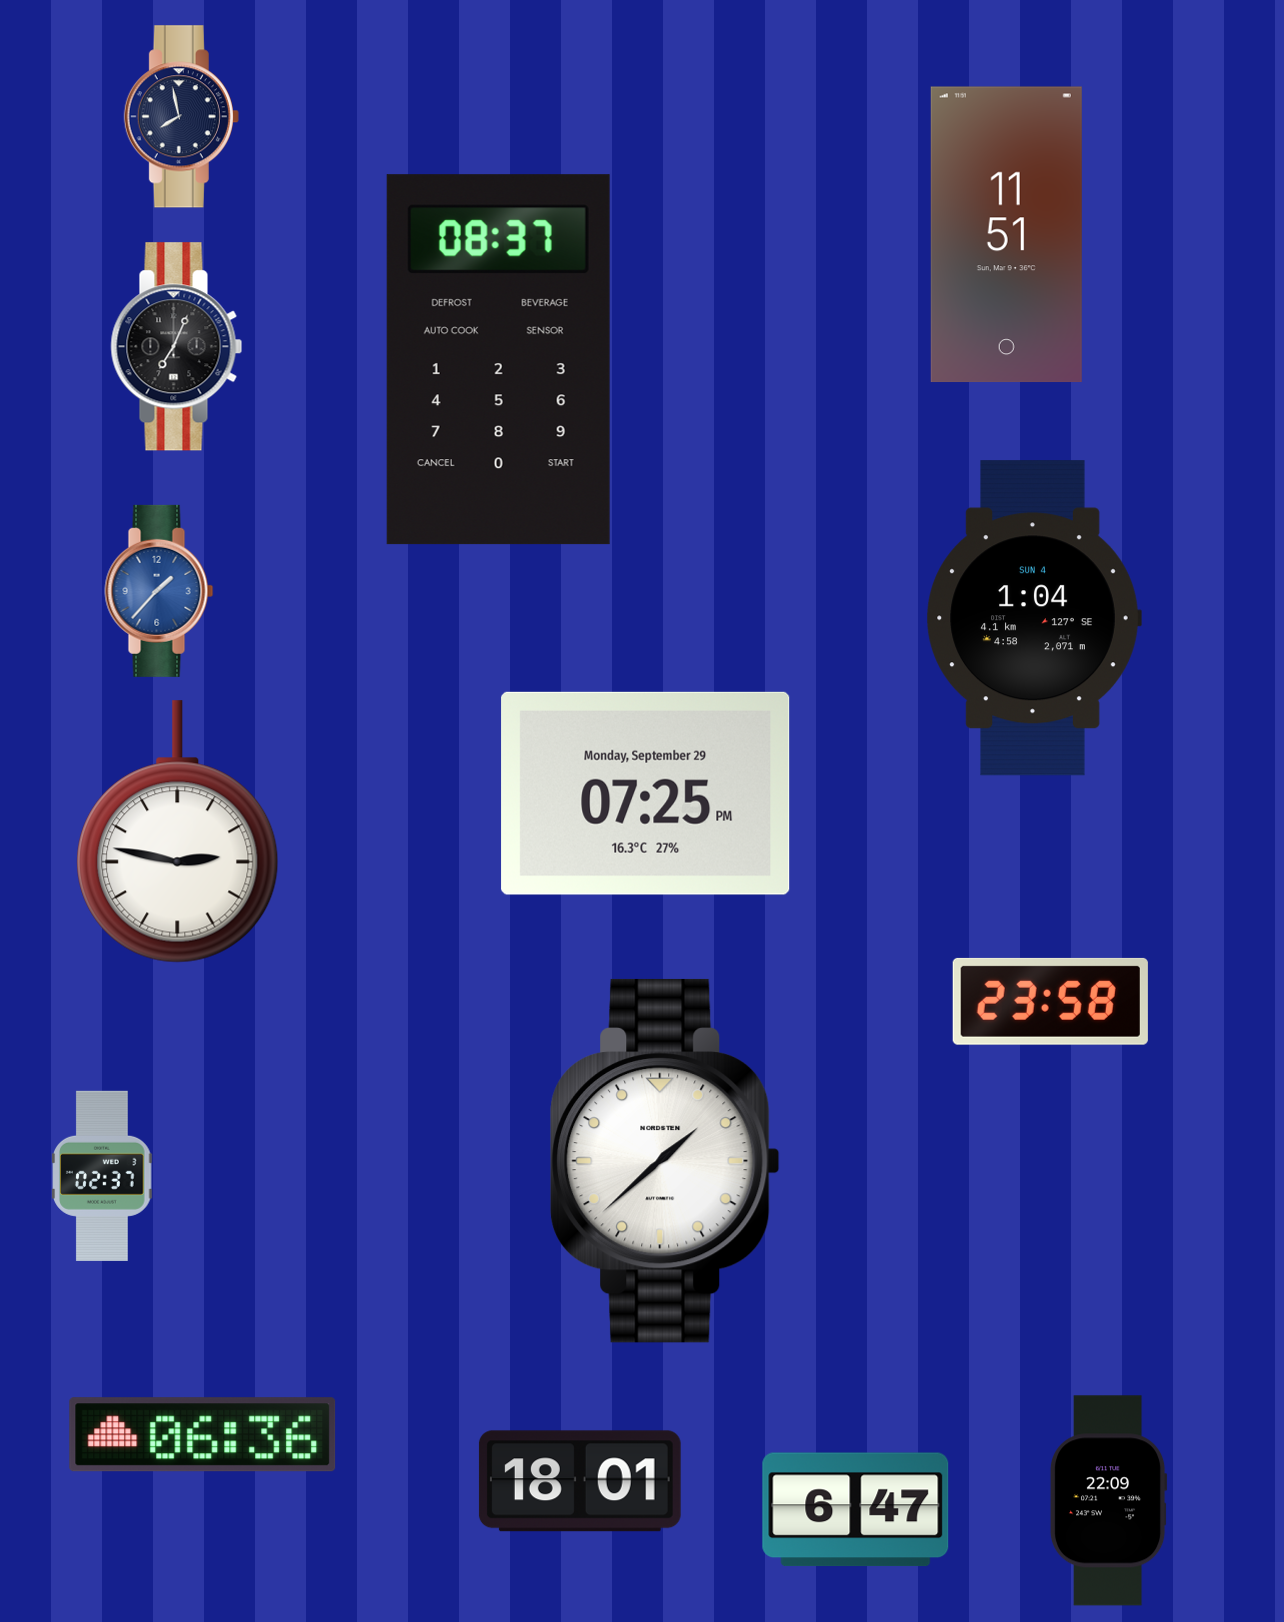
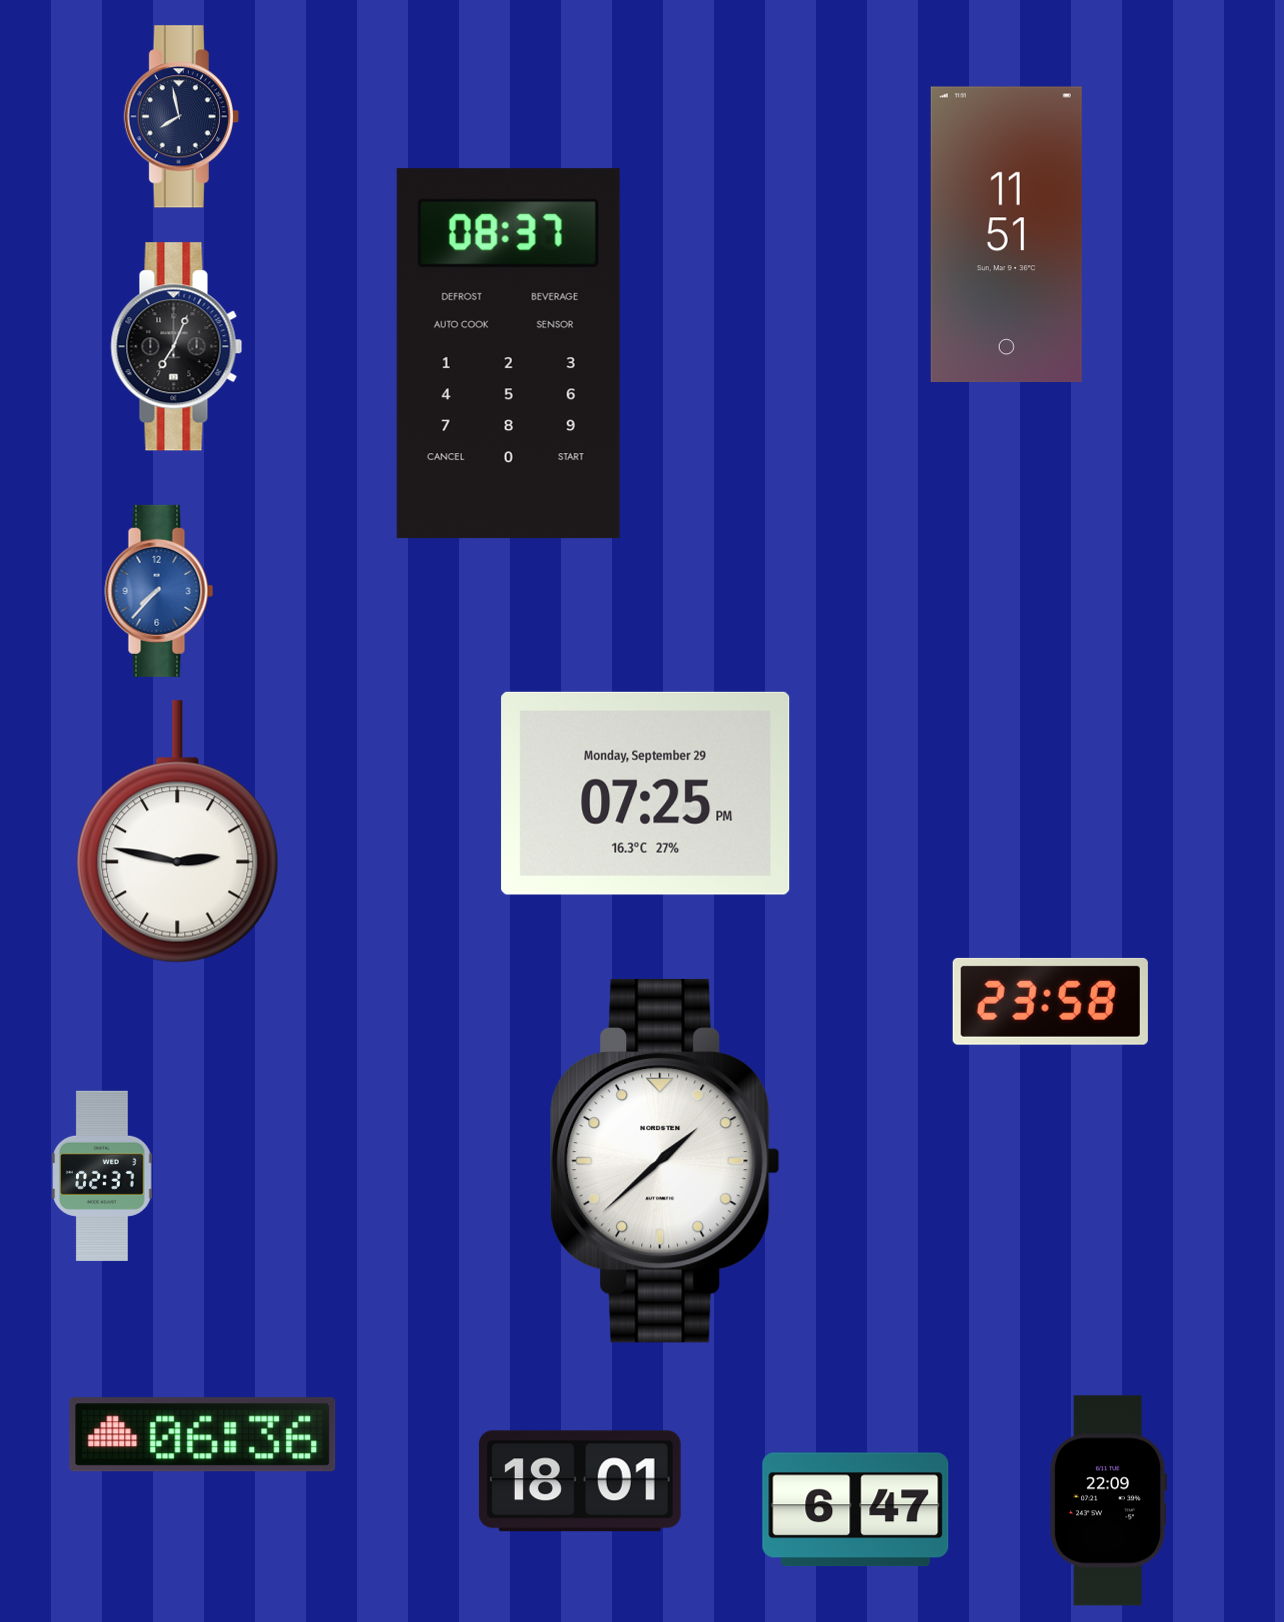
clock at (498, 360) position: (498, 360) -> (508, 354)
clock at (159, 591): 1:37 -> 7:37
clock at (1034, 618): 1:04 -> none
